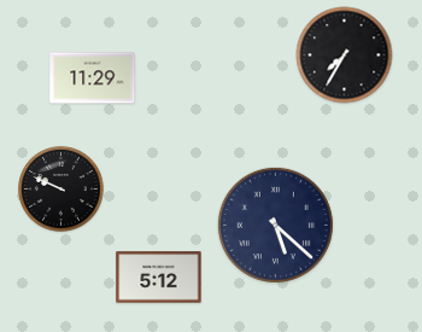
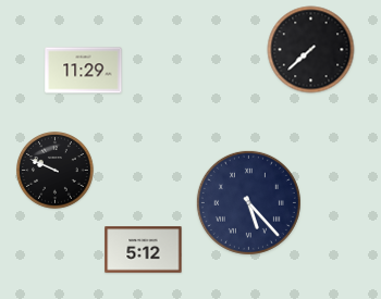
clock at (345, 56): 7:35 -> 7:38
clock at (275, 225): 5:22 -> 5:23
